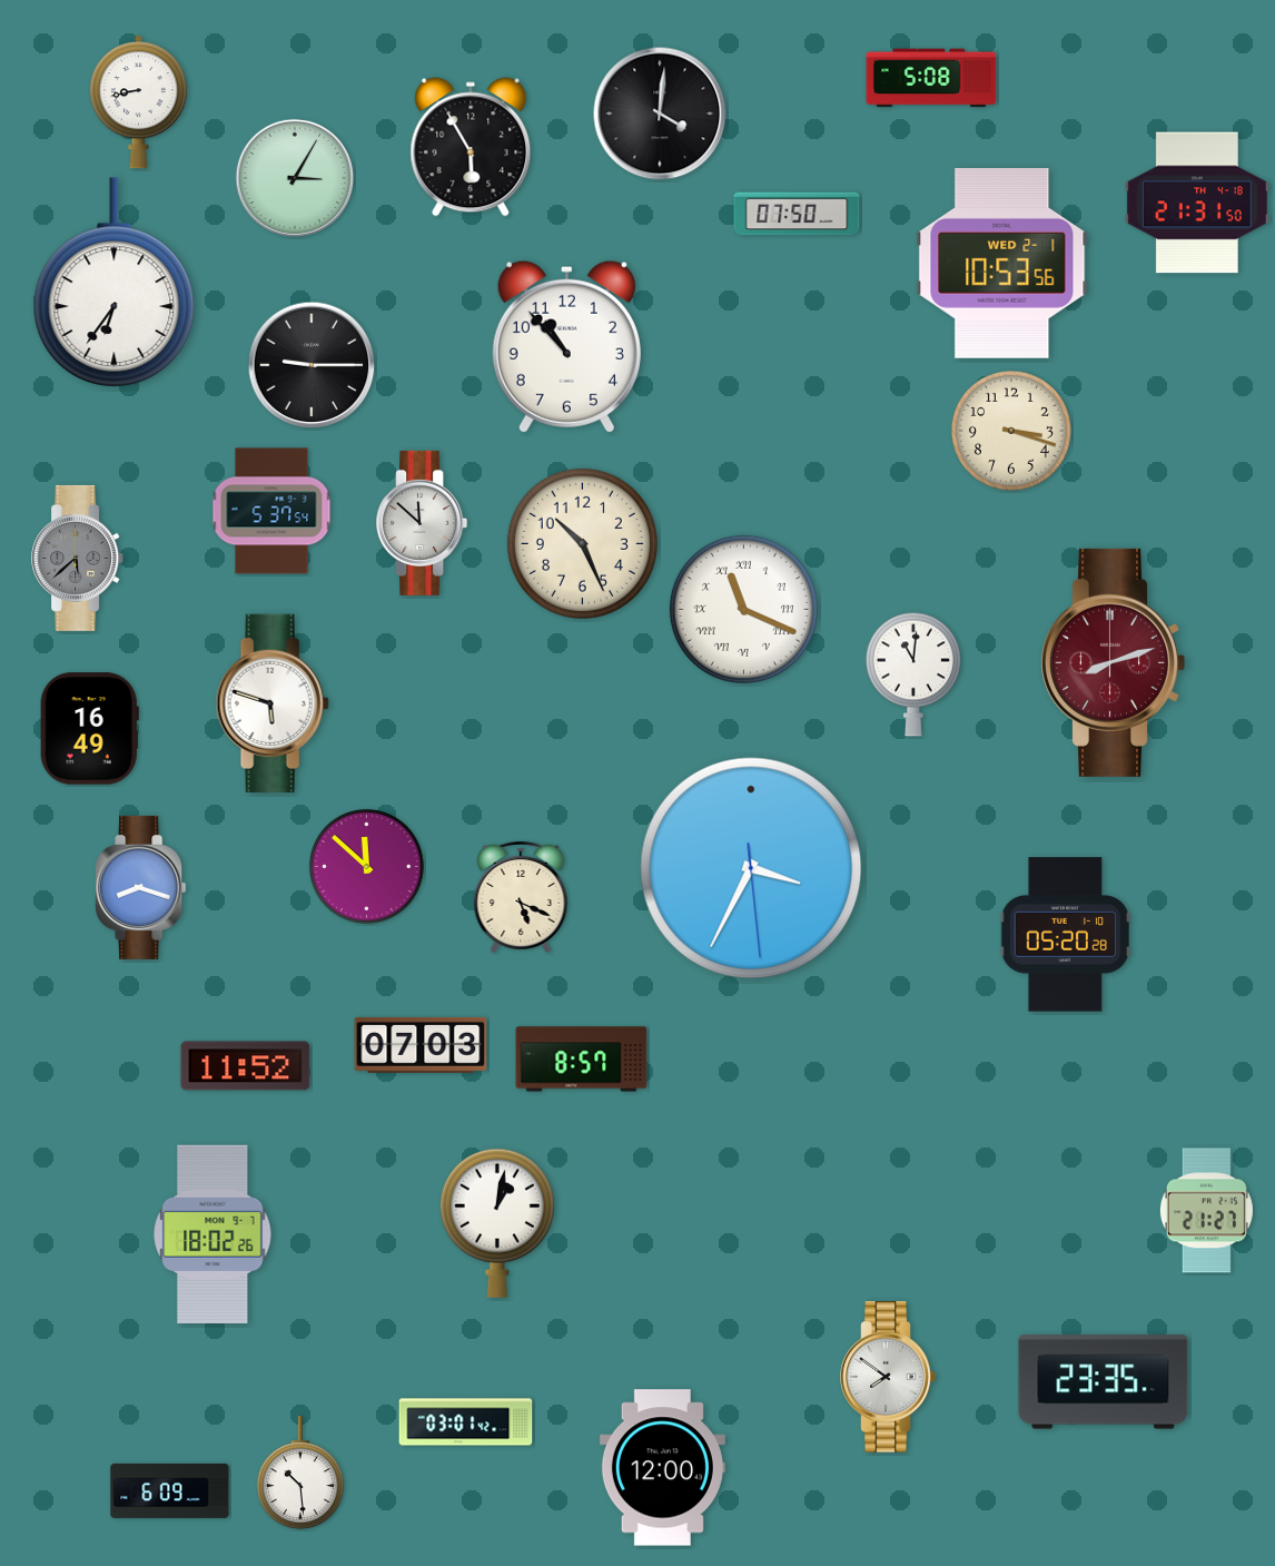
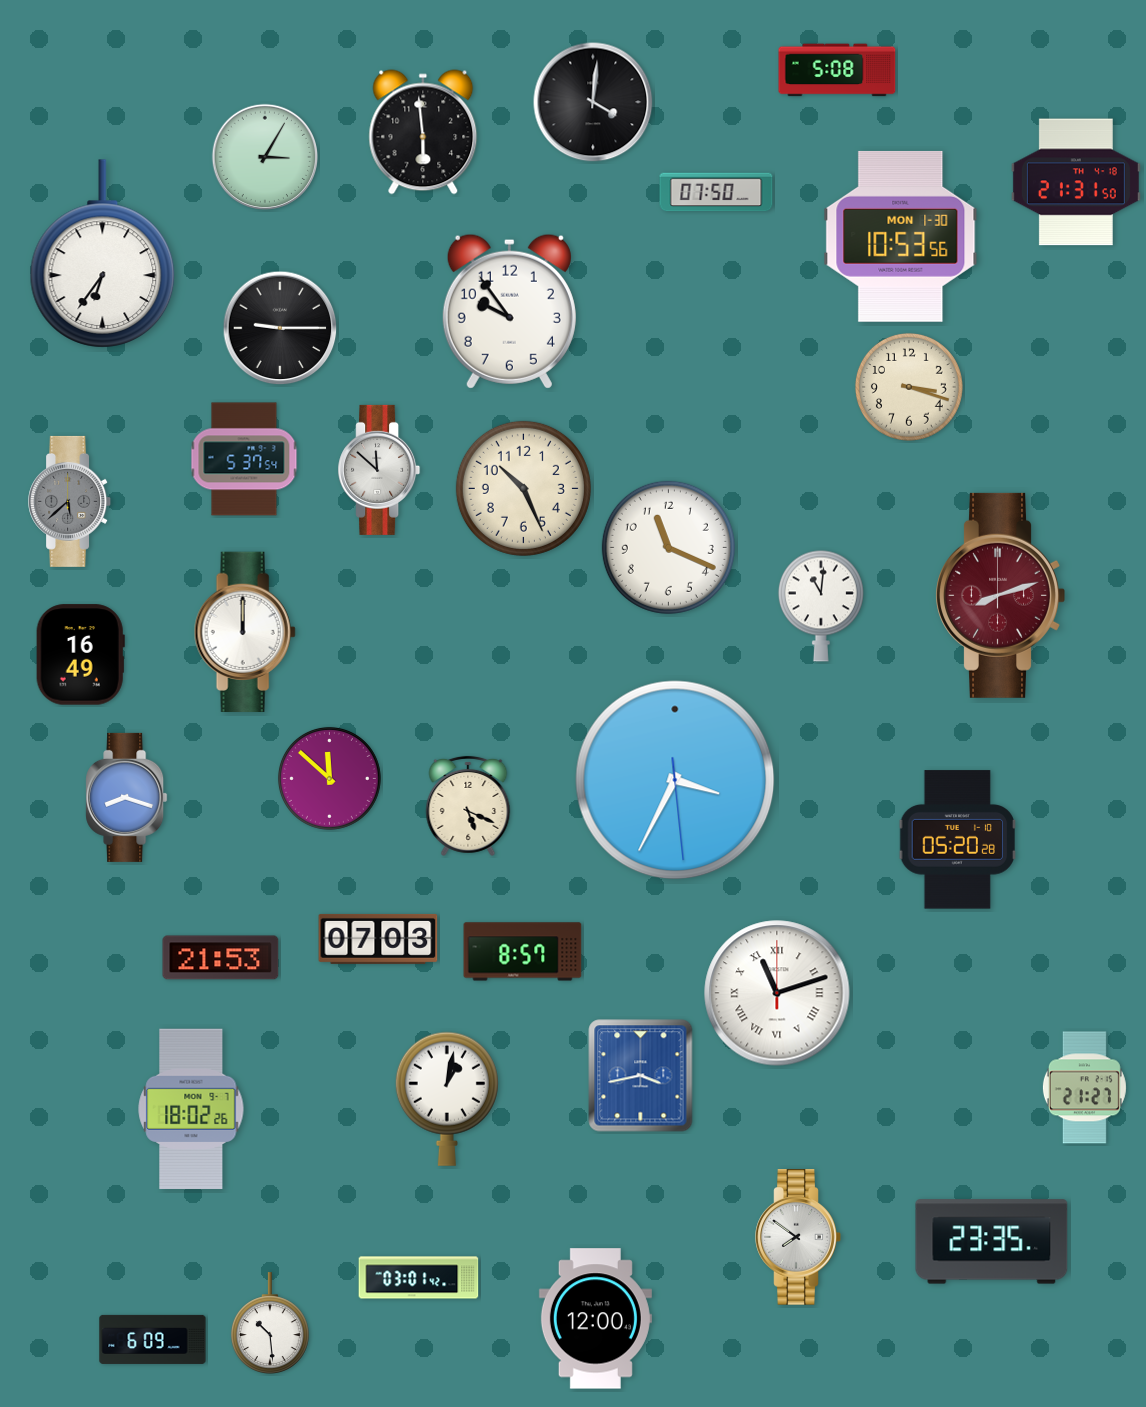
clock at (138, 102): 8:43 -> none
clock at (471, 147): 5:55 -> 5:59
clock at (294, 177) position: (294, 177) -> (264, 156)
clock at (1002, 263) date: WED 2-1 -> MON 1-30
clock at (566, 346): 10:53 -> 9:54
clock at (743, 609) numerals: Roman -> Arabic
clock at (273, 702): 5:48 -> 12:00
clock at (246, 1066): 11:52 -> 21:53
clock at (777, 993): none -> 11:12
clock at (641, 1076): none -> 3:43
